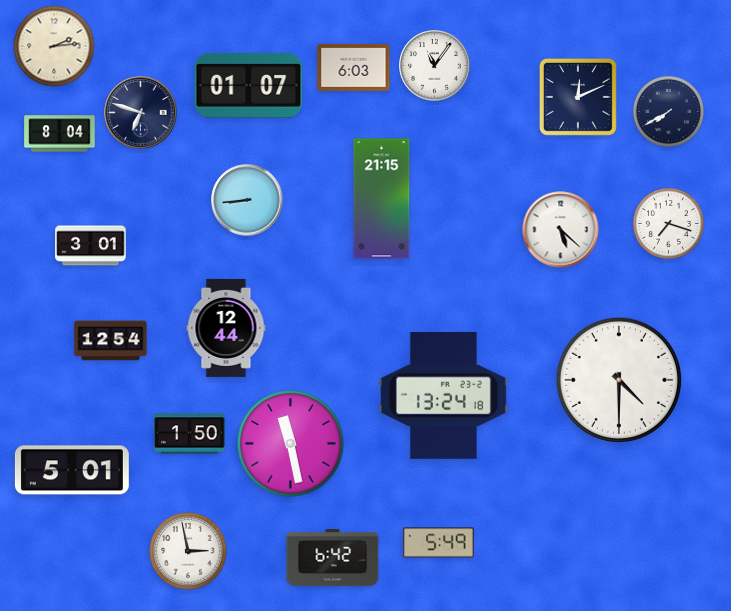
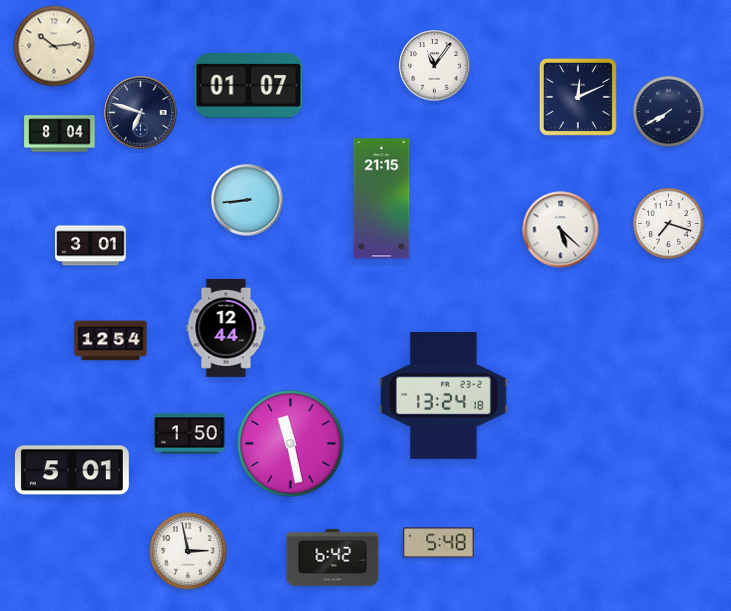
clock at (54, 46): 2:14 -> 10:14
clock at (354, 67): 6:03 -> none
clock at (619, 380): 4:30 -> none
clock at (439, 543): 5:49 -> 5:48
